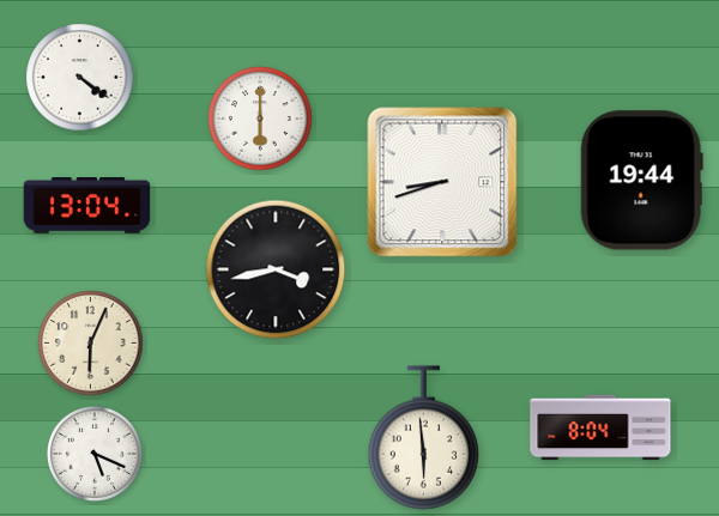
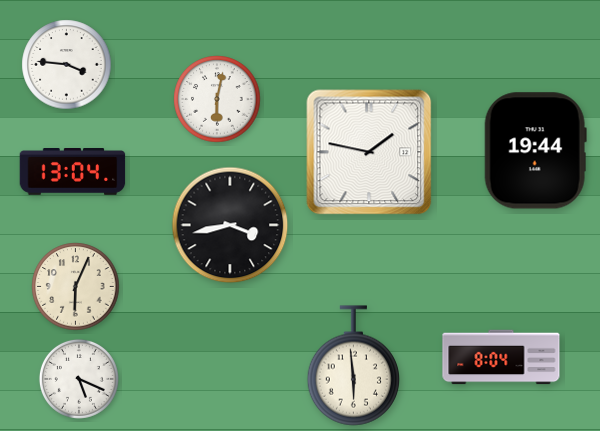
clock at (80, 78): 4:21 -> 3:46
clock at (260, 119): 6:00 -> 6:02
clock at (442, 182): 8:42 -> 1:47
